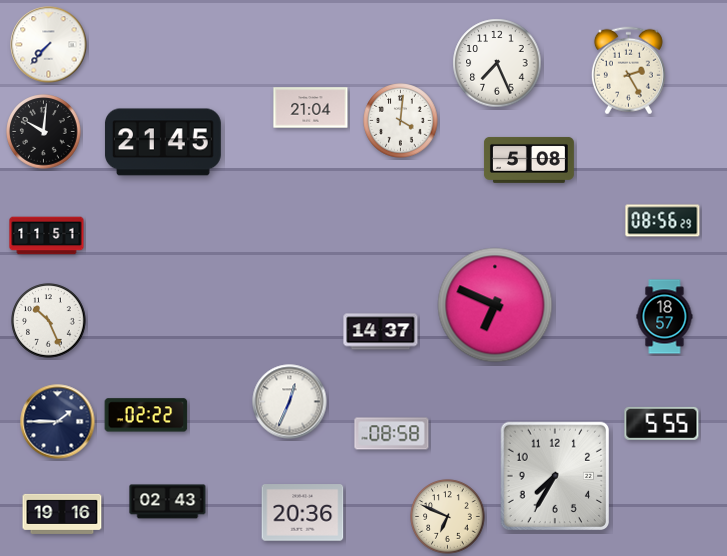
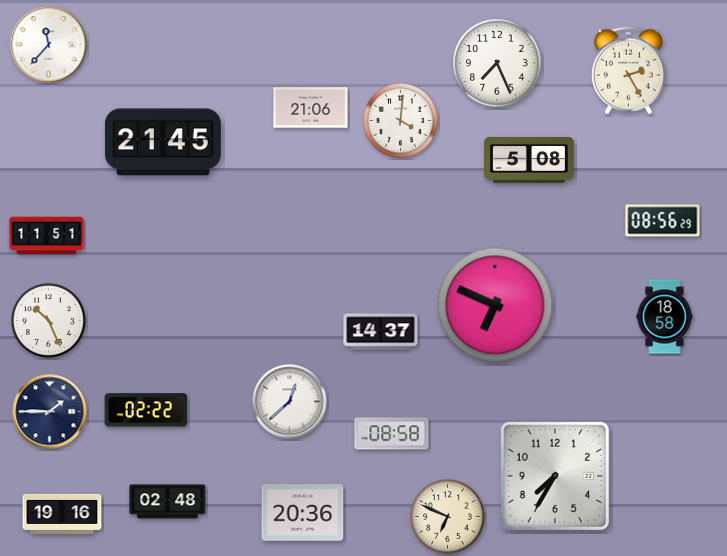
clock at (49, 45): 7:37 -> 11:37
clock at (311, 108): 21:04 -> 21:06
clock at (44, 132): 10:01 -> none
clock at (665, 317): 18:57 -> 18:58
clock at (290, 402): 12:34 -> 12:38
clock at (146, 415) position: (146, 415) -> (146, 410)
clock at (58, 422) position: (58, 422) -> (50, 412)
clock at (662, 423): 5:55 -> none
clock at (168, 502): 02:43 -> 02:48
